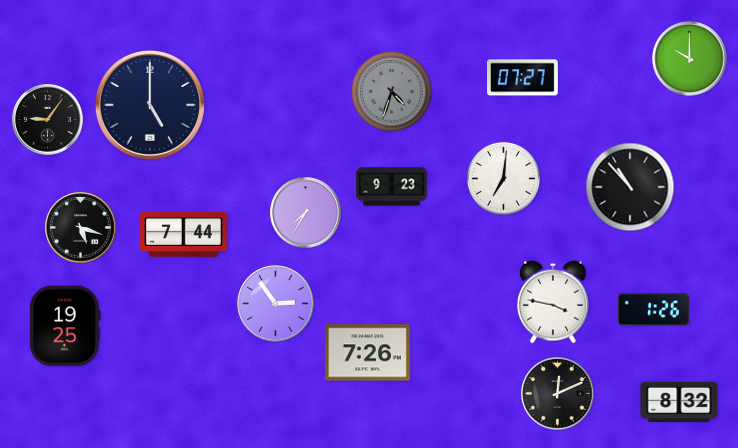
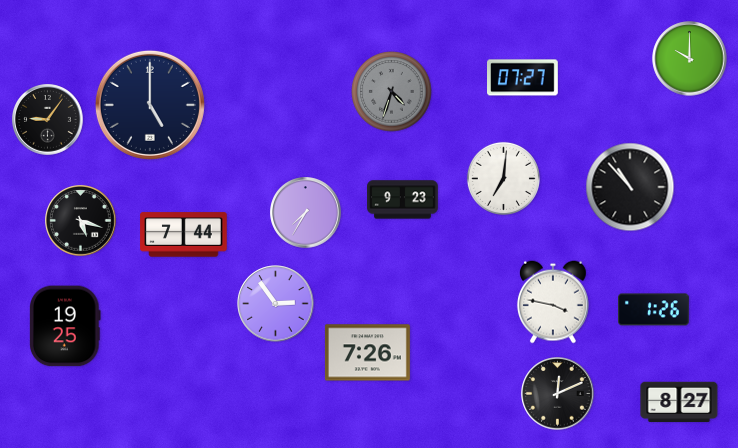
clock at (392, 187) position: (392, 187) -> (403, 200)
clock at (81, 228) position: (81, 228) -> (81, 221)
clock at (679, 402): 8:32 -> 8:27
